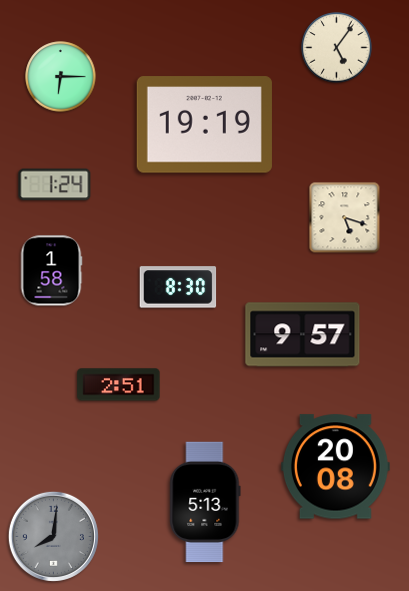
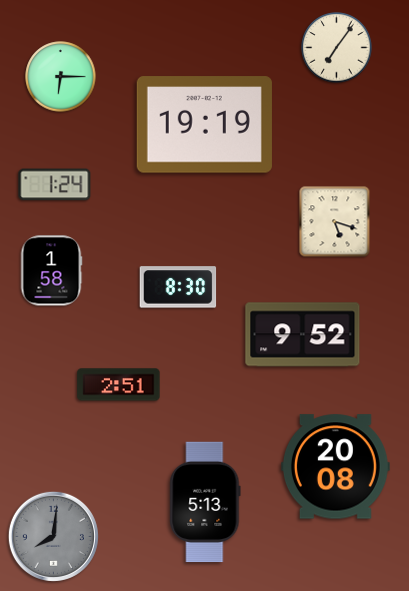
clock at (337, 48): 5:06 -> 7:06
clock at (345, 218) position: (345, 218) -> (335, 222)
clock at (303, 335): 9:57 -> 9:52
